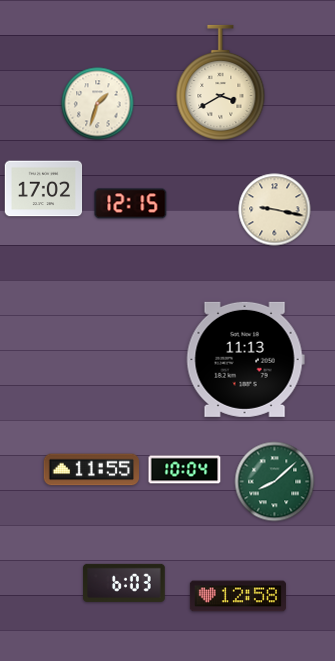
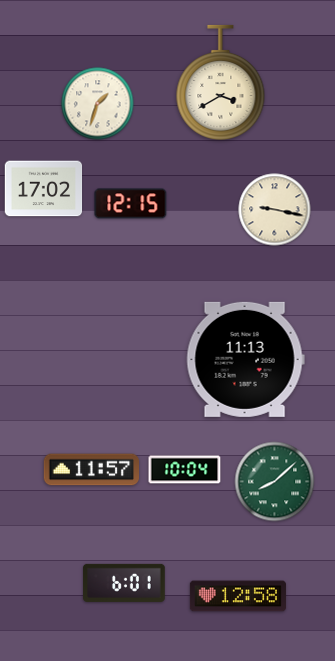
clock at (91, 470): 11:55 -> 11:57
clock at (124, 583): 6:03 -> 6:01
